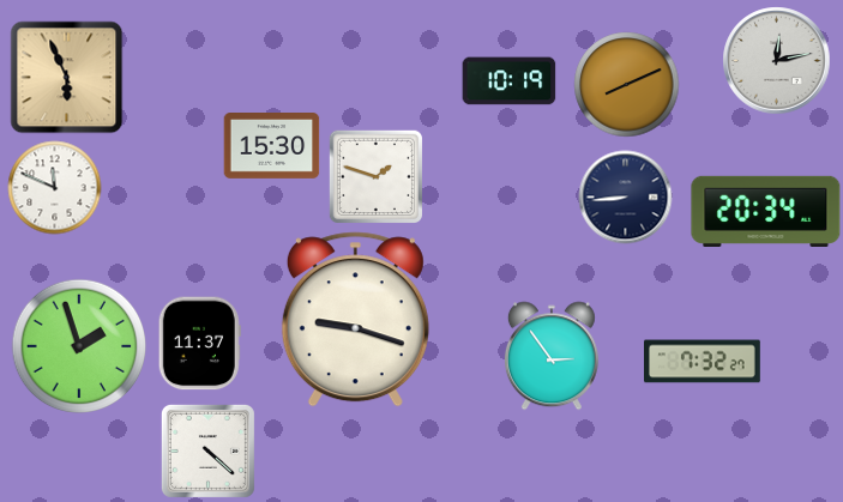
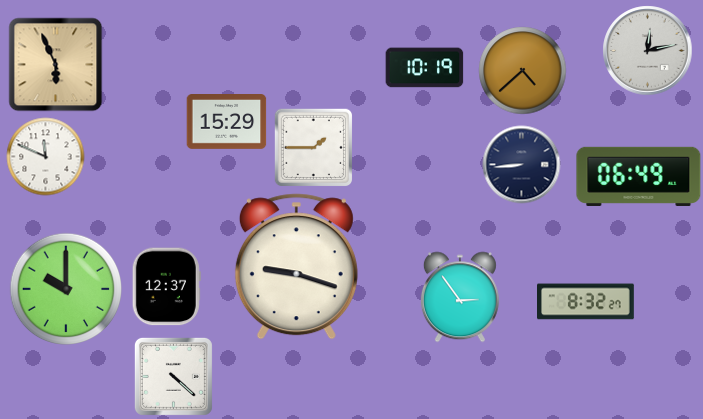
clock at (626, 84): 8:11 -> 4:38
clock at (271, 146): 15:30 -> 15:29
clock at (375, 176): 1:48 -> 1:45
clock at (766, 211): 20:34 -> 06:49
clock at (199, 343): 11:37 -> 12:37
clock at (78, 345): 1:57 -> 10:00
clock at (703, 362): 7:32 -> 8:32
